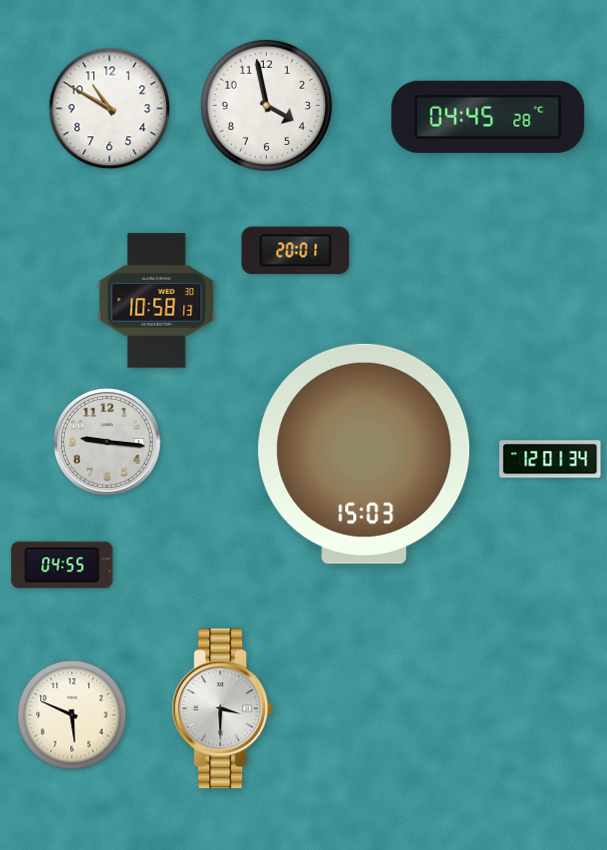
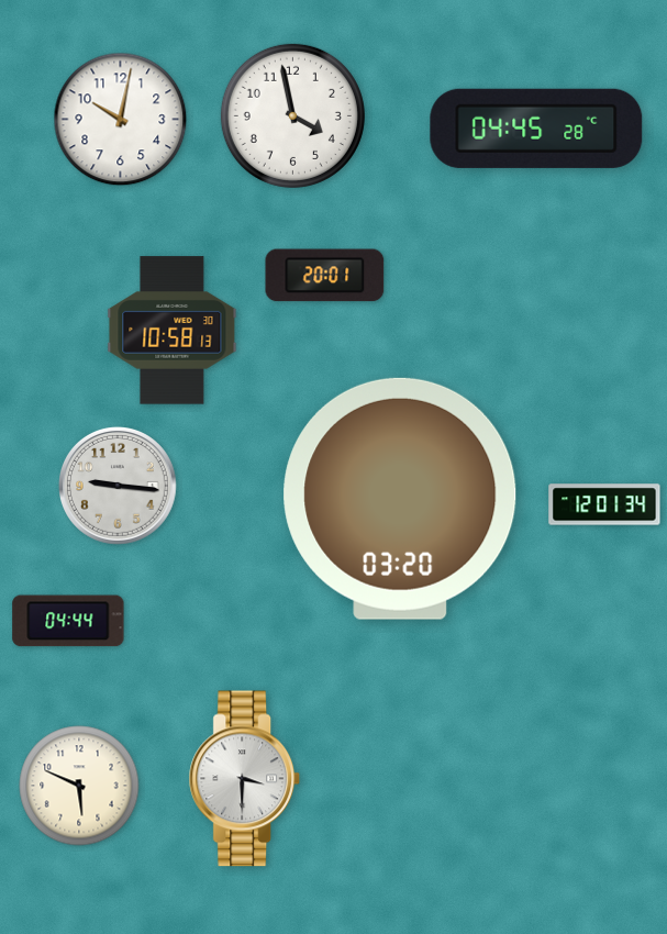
clock at (110, 109): 10:50 -> 10:02
clock at (364, 454): 15:03 -> 03:20
clock at (62, 565): 04:55 -> 04:44
